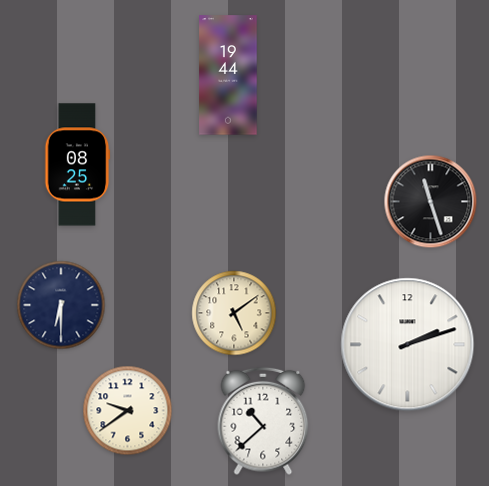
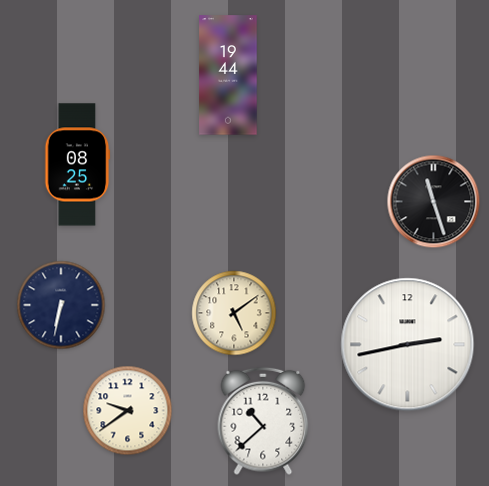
clock at (431, 202) position: (431, 202) -> (434, 202)
clock at (61, 305): 6:30 -> 6:32
clock at (408, 345): 2:12 -> 2:43
